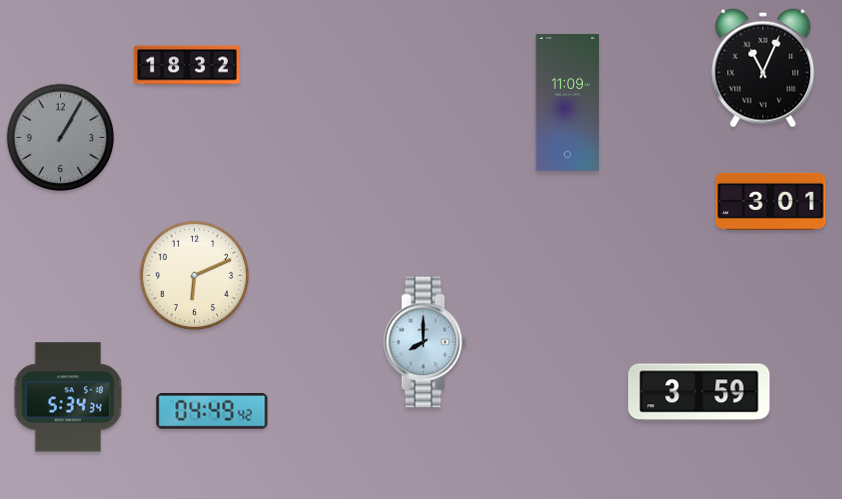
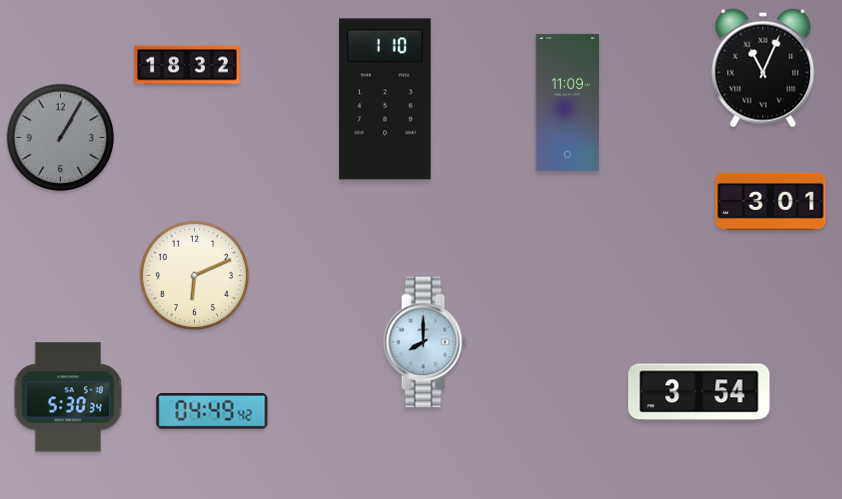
clock at (385, 99): none -> 1:10
clock at (699, 392): 3:59 -> 3:54
clock at (67, 397): 5:34 -> 5:30
